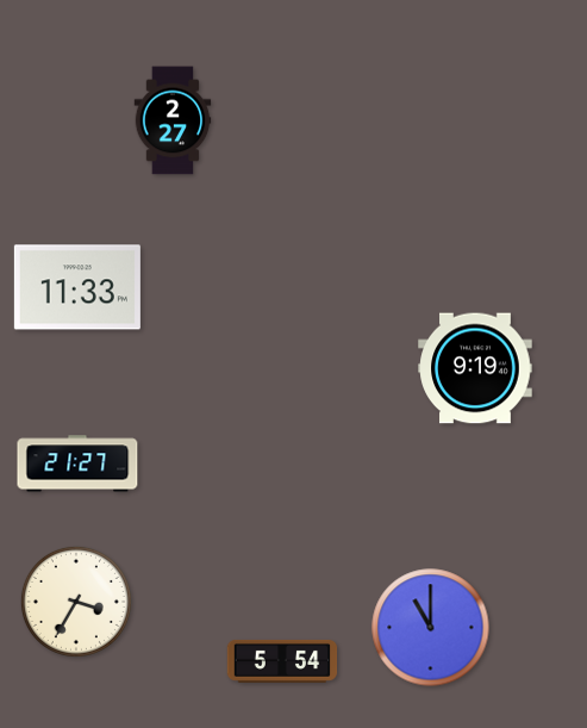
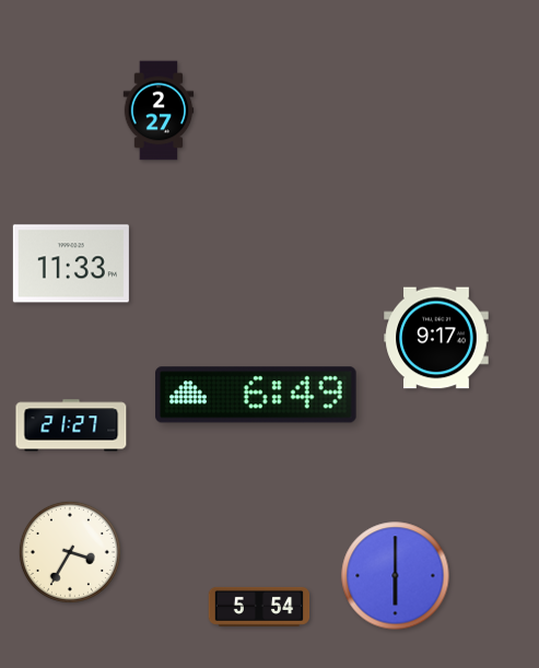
clock at (475, 368): 9:19 -> 9:17
clock at (257, 395): none -> 6:49
clock at (431, 628): 11:00 -> 6:00
